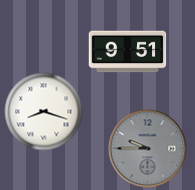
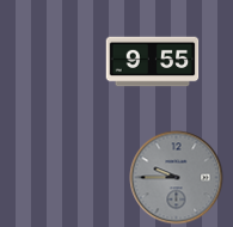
clock at (127, 52): 9:51 -> 9:55
clock at (43, 111): 8:18 -> none
